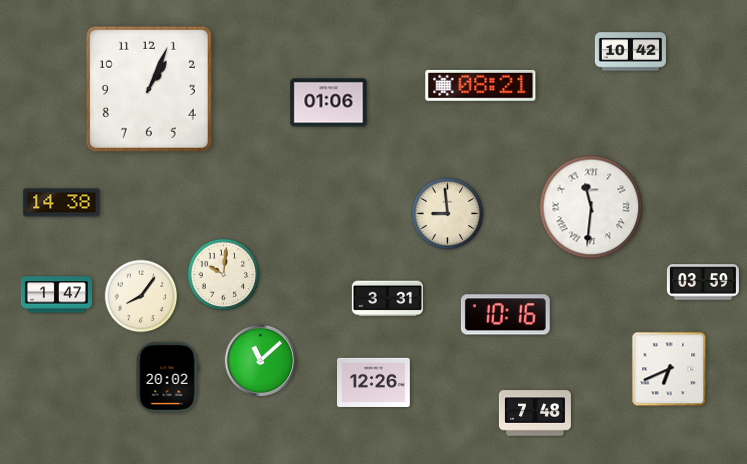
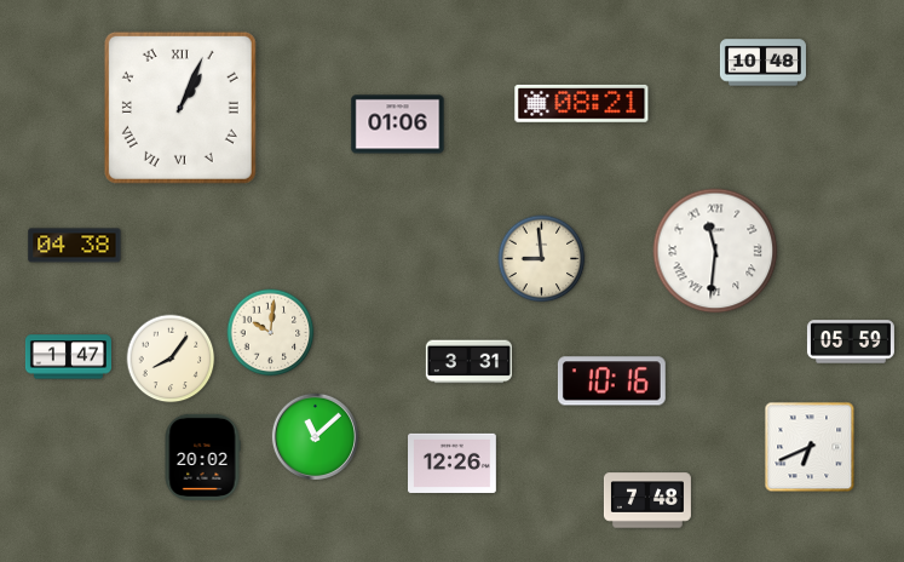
clock at (630, 52): 10:42 -> 10:48
clock at (149, 89) numerals: Arabic -> Roman
clock at (62, 203): 14:38 -> 04:38
clock at (703, 282): 03:59 -> 05:59
